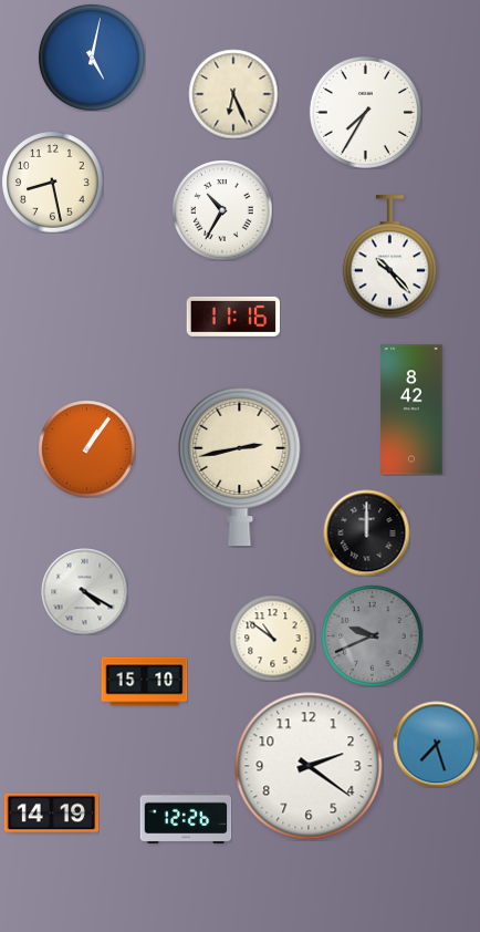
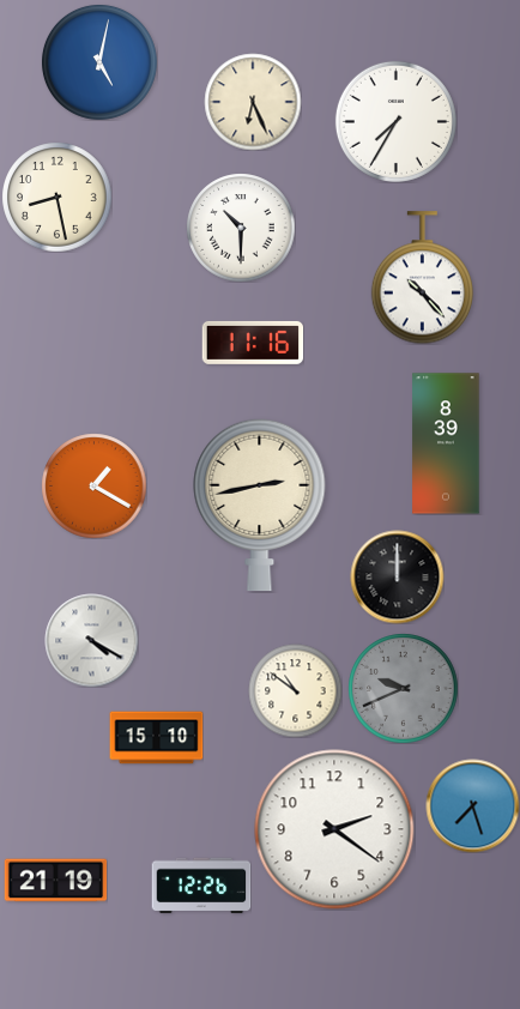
clock at (222, 210): 10:35 -> 10:30
clock at (411, 410): 8:42 -> 8:39
clock at (86, 448): 1:06 -> 1:20
clock at (51, 814): 14:19 -> 21:19
